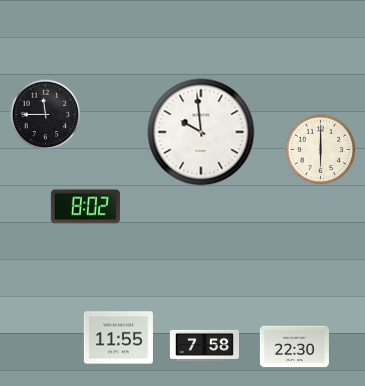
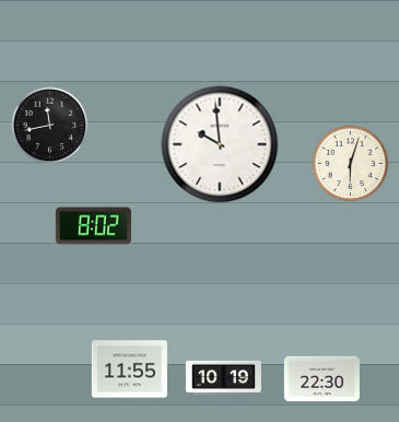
clock at (46, 115): 11:45 -> 11:43
clock at (321, 150): 6:00 -> 6:03
clock at (204, 345): 7:58 -> 10:19
